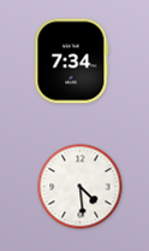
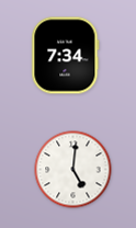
clock at (81, 187): 4:29 -> 5:01
